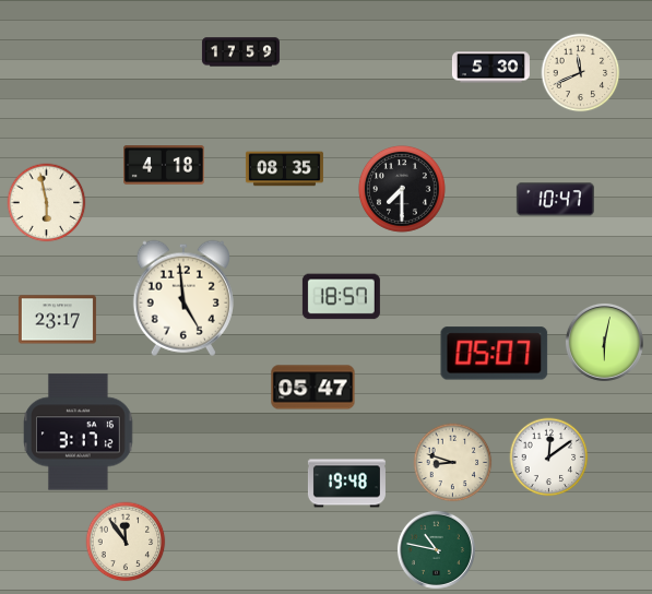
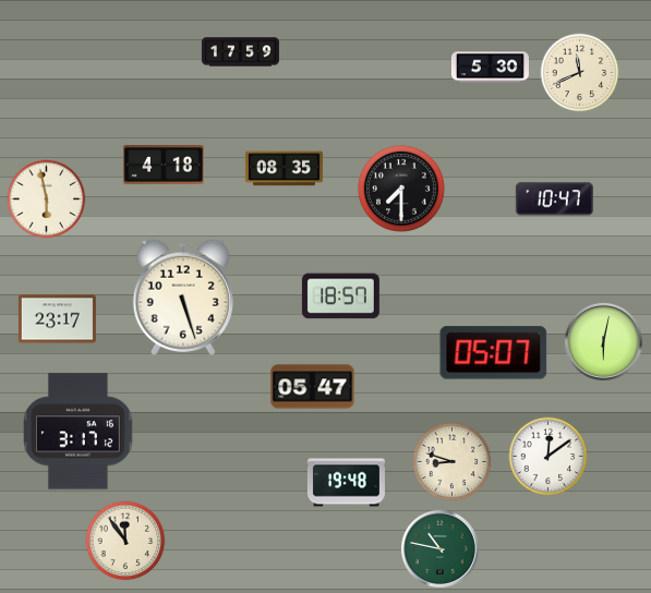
clock at (47, 203) position: (47, 203) -> (47, 199)
clock at (183, 298): 4:59 -> 5:27
clock at (436, 549) position: (436, 549) -> (439, 548)
